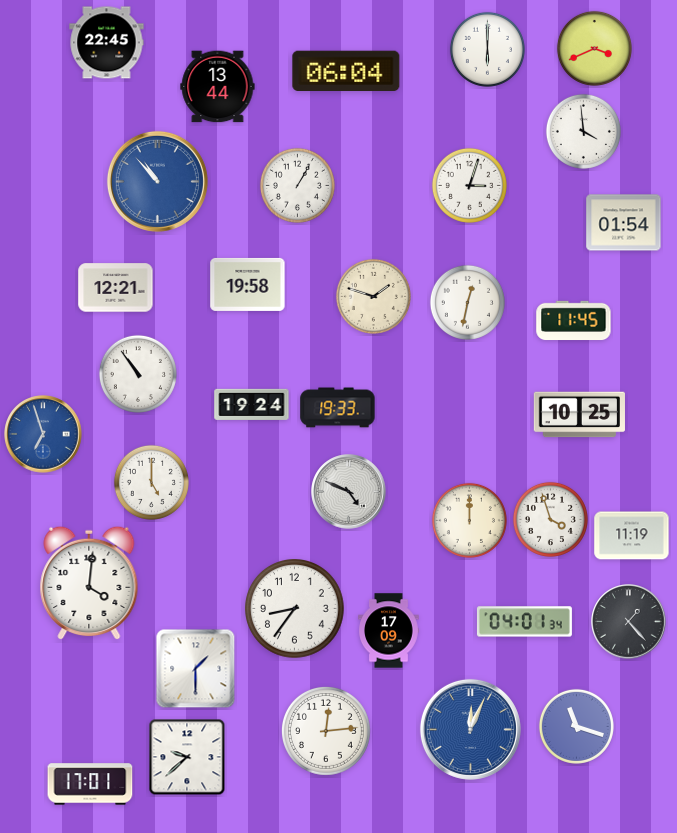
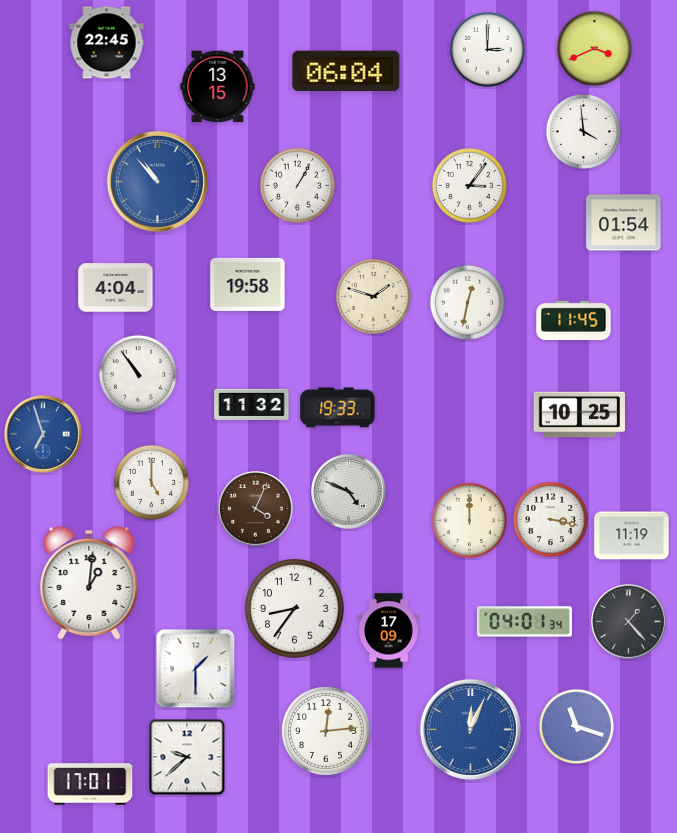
clock at (487, 49): 6:00 -> 3:00
clock at (218, 87): 13:44 -> 13:15
clock at (469, 185): 3:03 -> 3:06
clock at (116, 288): 12:21 -> 4:04
clock at (252, 404): 19:24 -> 11:32
clock at (256, 509): none -> 4:04
clock at (550, 519): 3:57 -> 3:17
clock at (89, 583): 4:01 -> 1:01
